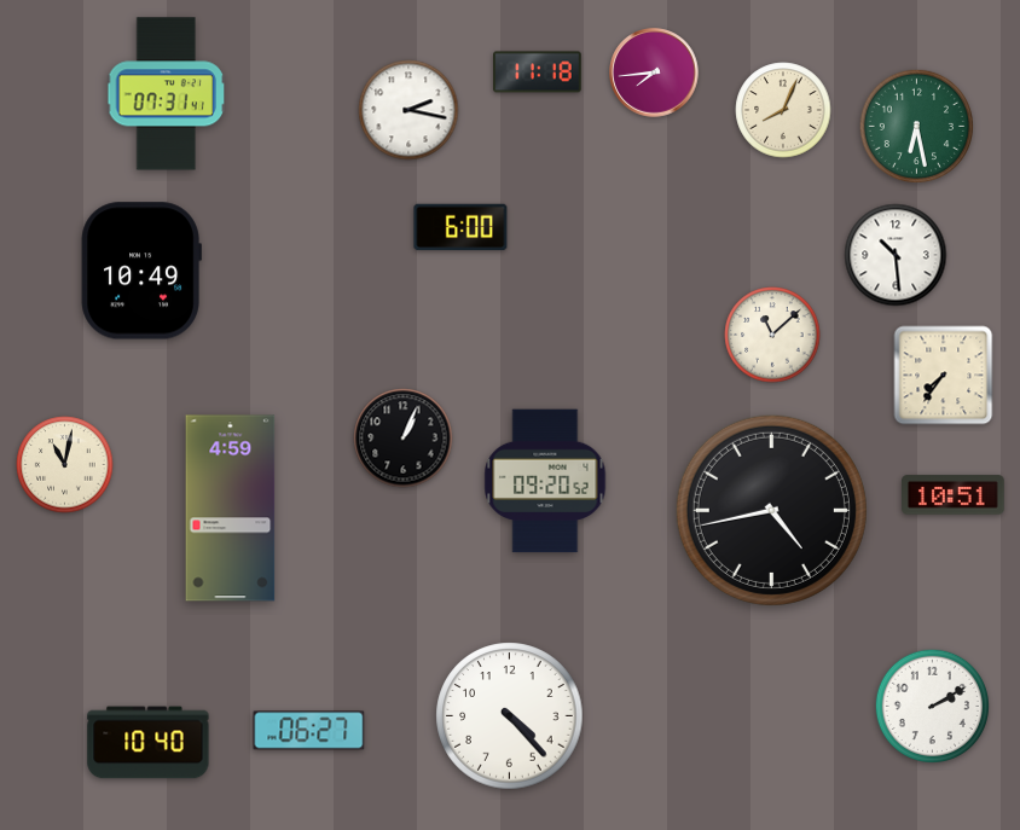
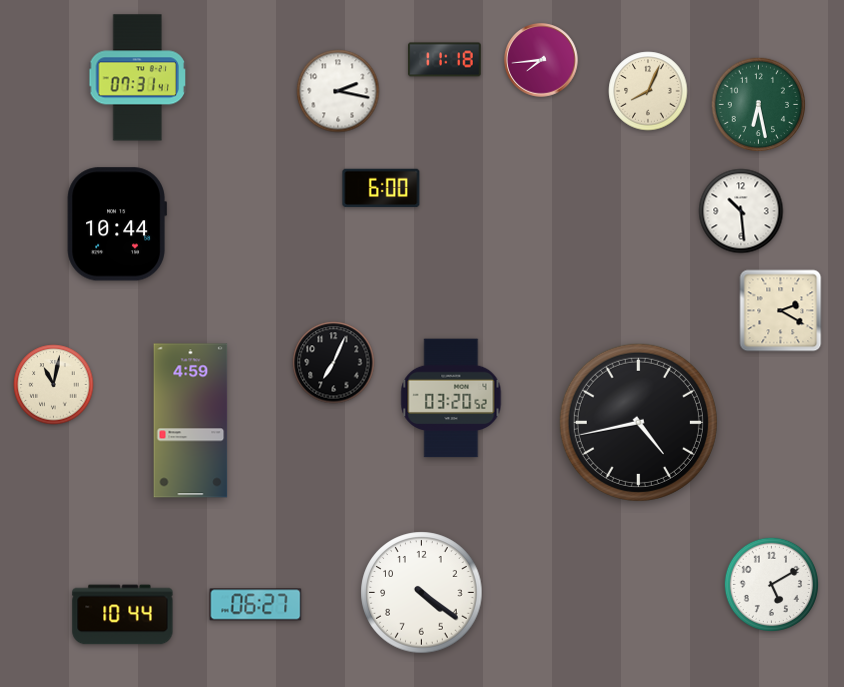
clock at (141, 271): 10:49 -> 10:44
clock at (772, 335): 11:08 -> none
clock at (944, 376): 7:36 -> 2:20
clock at (404, 439): 1:04 -> 7:04
clock at (545, 481): 09:20 -> 03:20
clock at (954, 495): 10:51 -> none
clock at (932, 706): 2:10 -> 5:10
clock at (510, 716): 4:23 -> 4:21
clock at (149, 743): 10:40 -> 10:44
